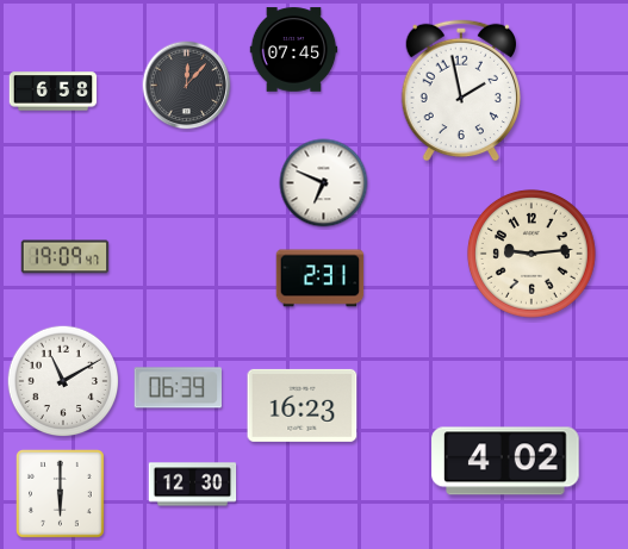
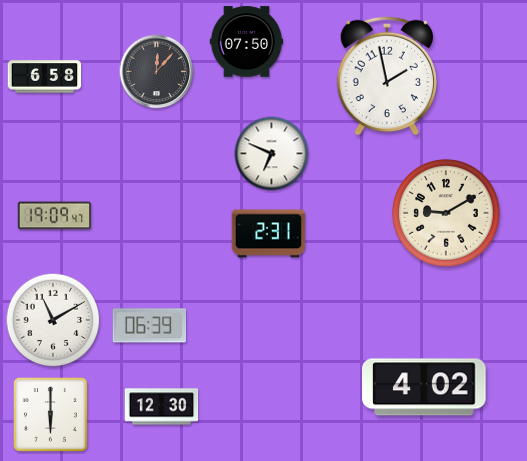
clock at (294, 50): 07:45 -> 07:50
clock at (531, 254): 9:14 -> 9:10
clock at (303, 405): 16:23 -> none
